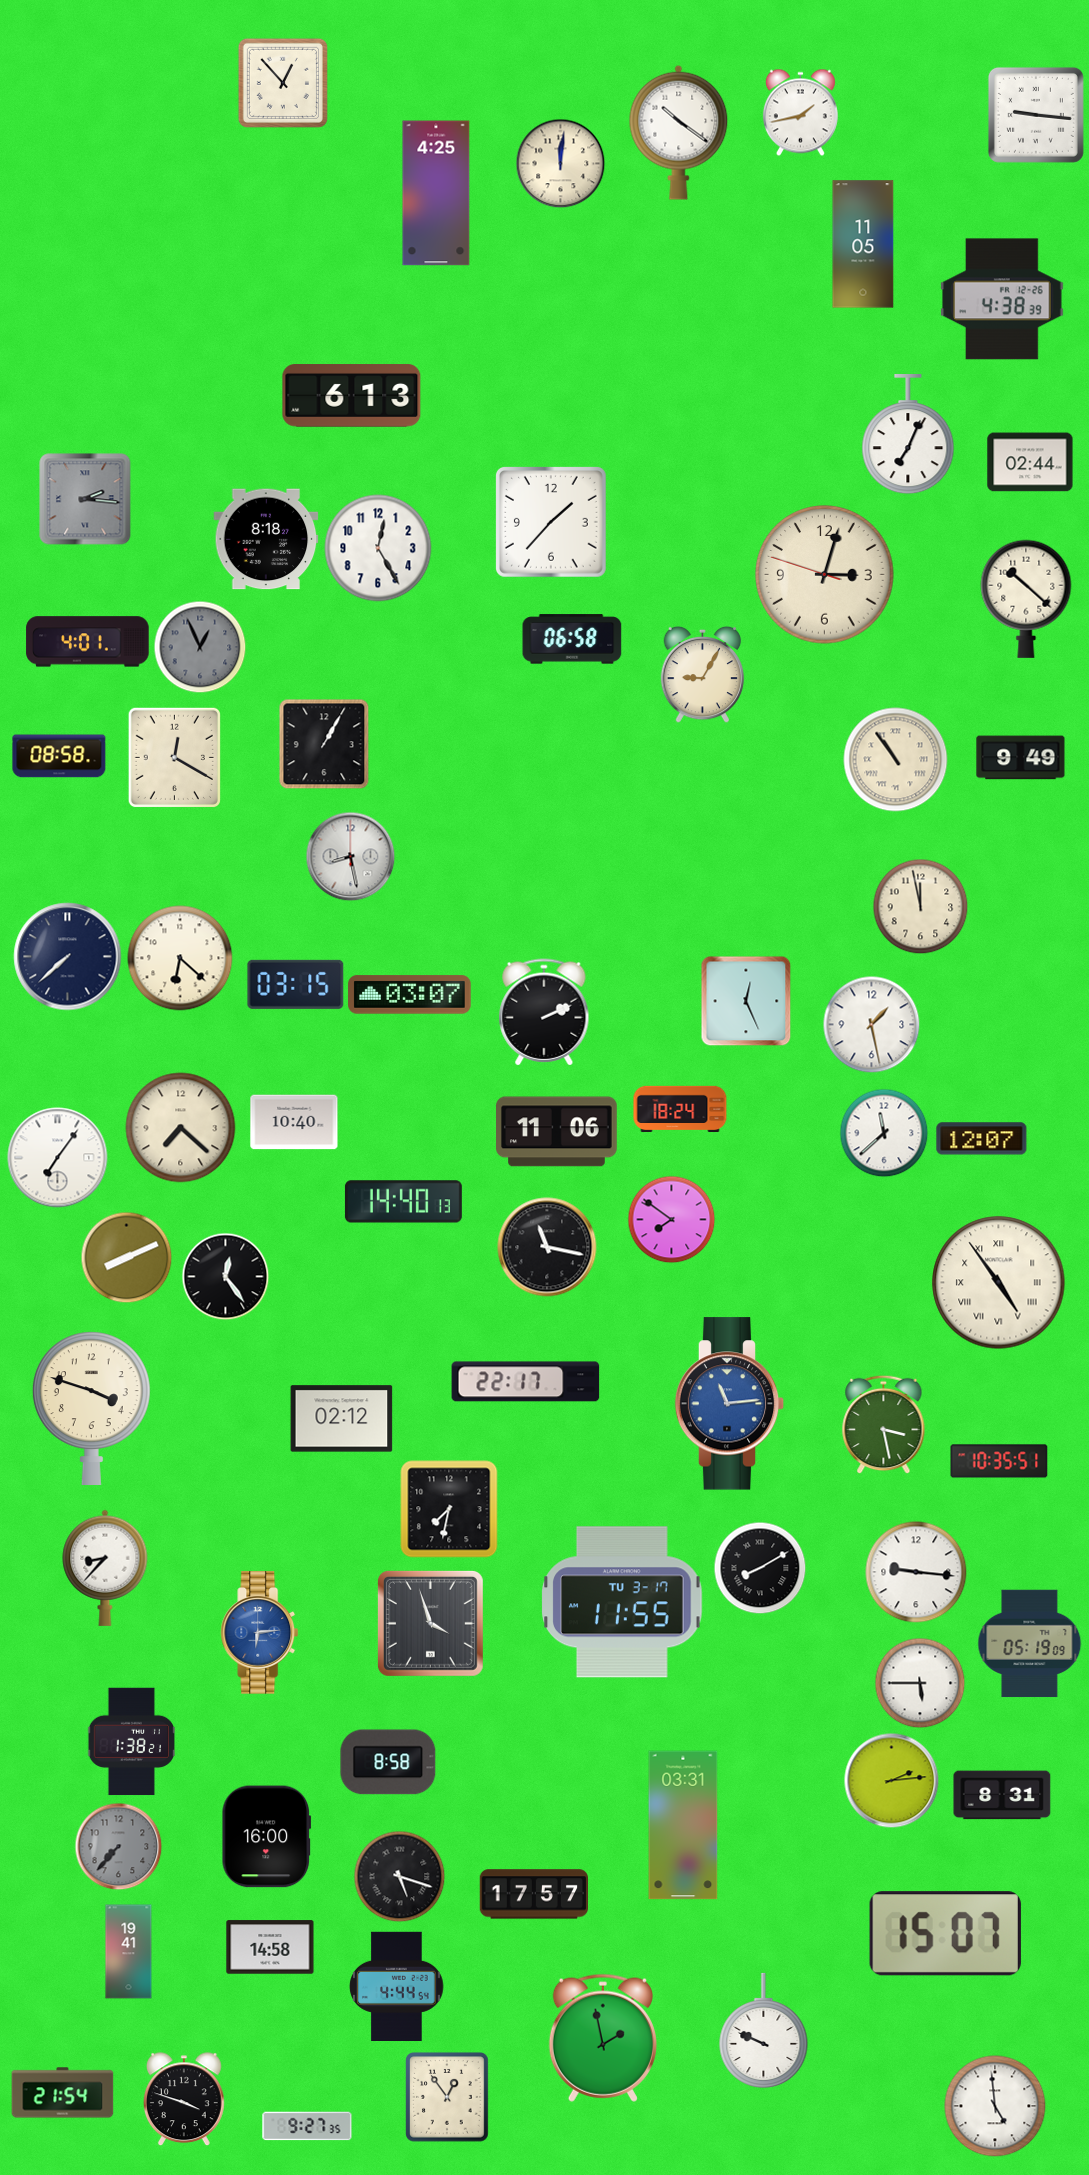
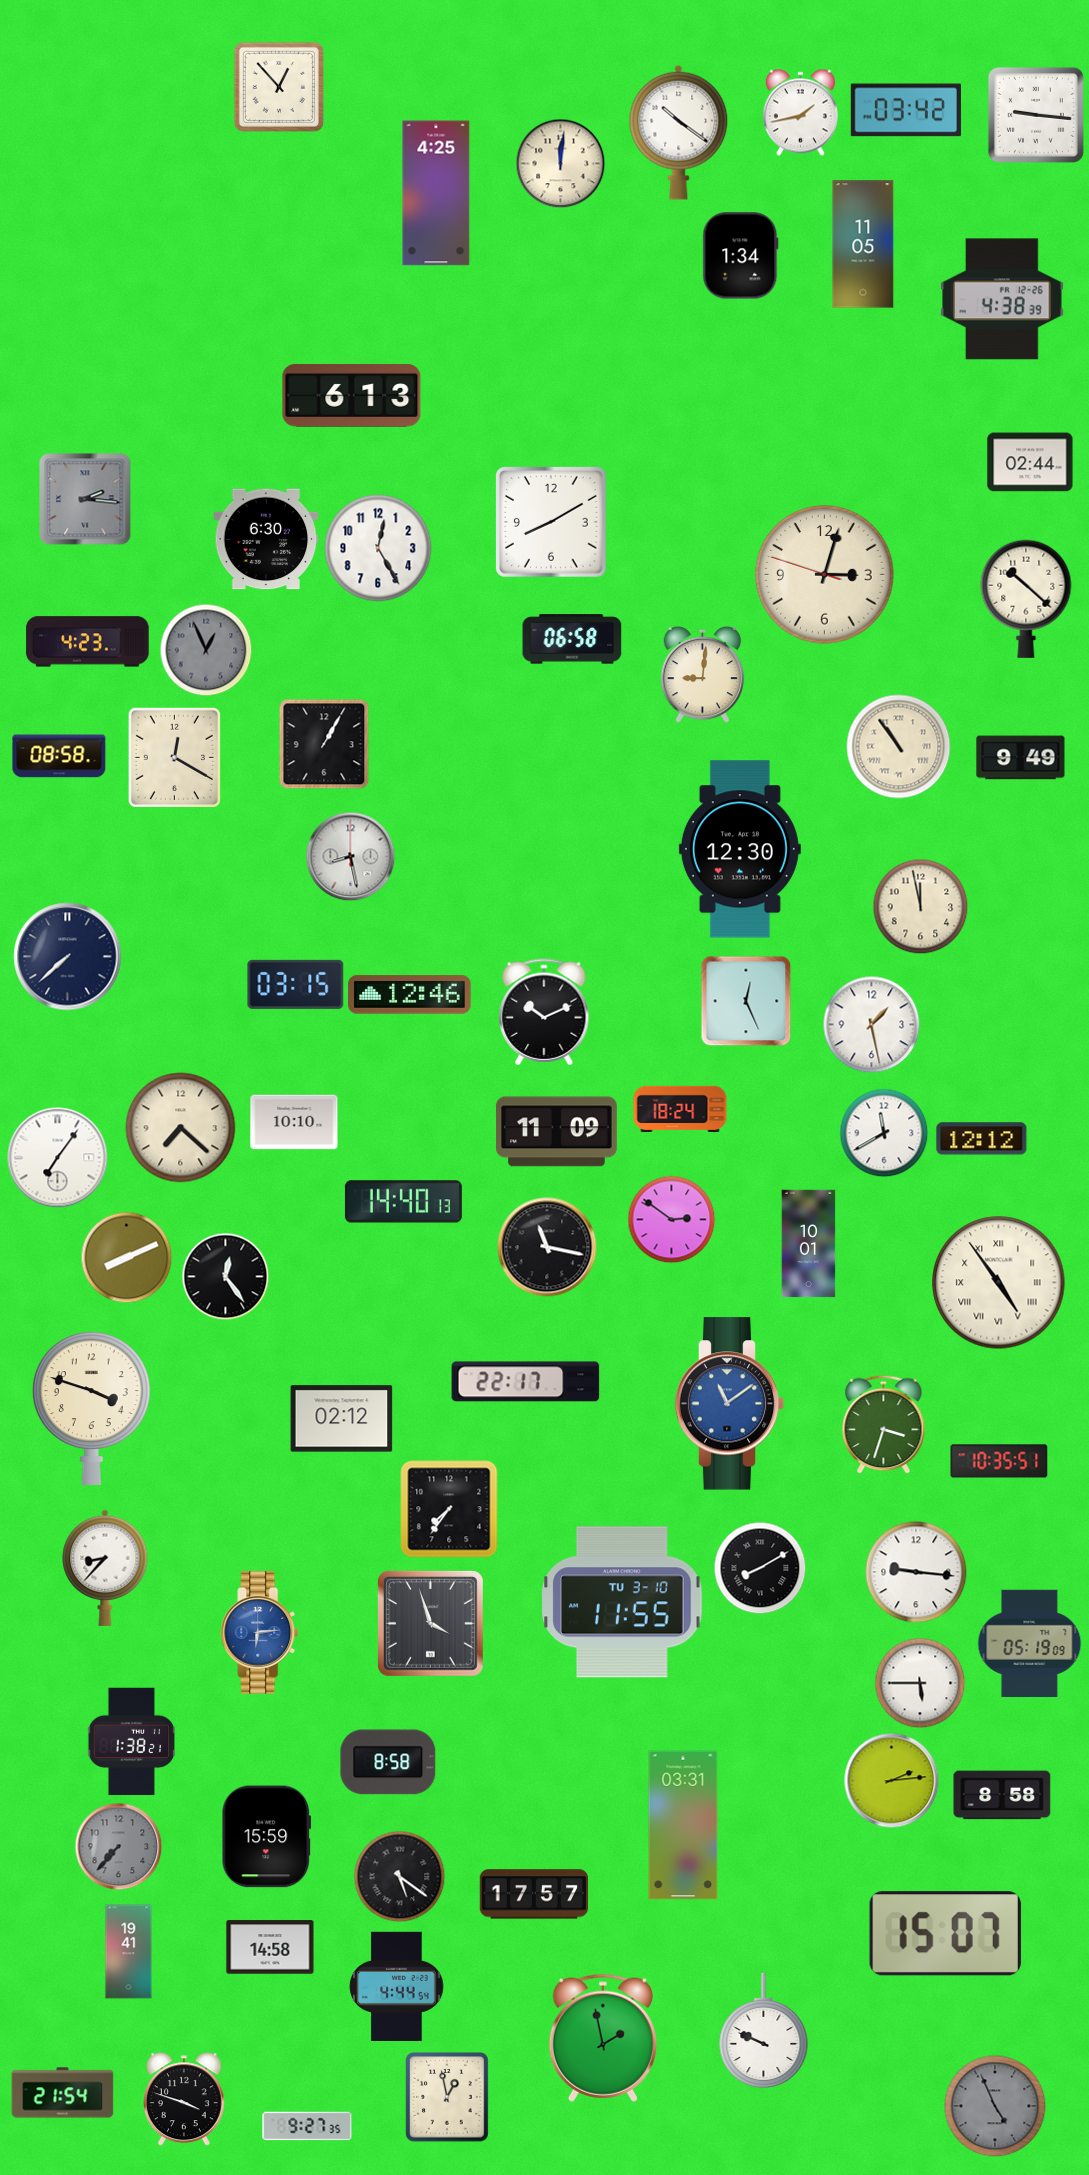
clock at (283, 83) position: (283, 83) -> (279, 87)
clock at (906, 110): none -> 03:42
clock at (741, 256): none -> 1:34
clock at (908, 435): 7:04 -> none
clock at (551, 522): 1:37 -> 8:10
clock at (266, 539): 8:18 -> 6:30
clock at (88, 642): 4:01 -> 4:23
clock at (200, 647) position: (200, 647) -> (206, 650)
clock at (703, 674): 9:05 -> 9:01
clock at (896, 760) position: (896, 760) -> (899, 747)
clock at (740, 849): none -> 12:30
clock at (180, 958): 6:22 -> none
clock at (410, 995): 03:07 -> 12:46
clock at (544, 1012): 2:11 -> 10:11
clock at (294, 1122): 10:40 -> 10:10
clock at (557, 1132): 11:06 -> 11:09
clock at (884, 1133): 11:38 -> 11:40
clock at (982, 1139): 12:07 -> 12:12
clock at (671, 1219): 7:51 -> 2:51
clock at (809, 1244): none -> 10:01
clock at (730, 1404): 11:14 -> 11:09
clock at (884, 1424): 3:28 -> 3:33
clock at (449, 1509): 7:32 -> 7:36
clock at (622, 1602) date: TU 3-17 -> TU 3-10
clock at (1002, 1795): 8:31 -> 8:58
clock at (267, 1837): 16:00 -> 15:59
clock at (399, 1876): 5:18 -> 5:21
clock at (447, 2097): 12:54 -> 12:58
clock at (995, 2106): 4:59 -> 4:56
clock at (995, 2106) dial: white -> grey
